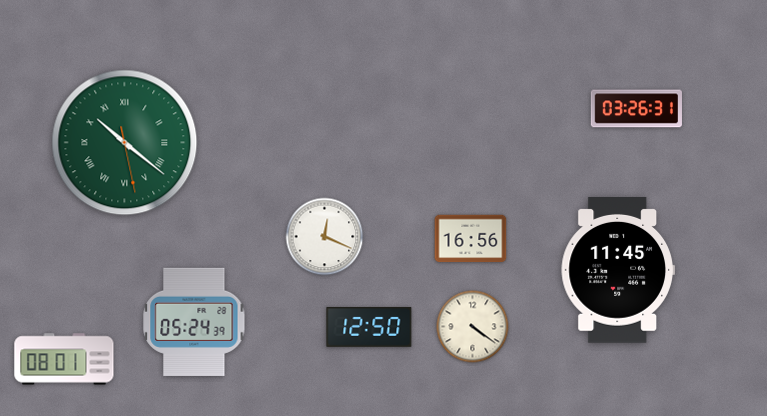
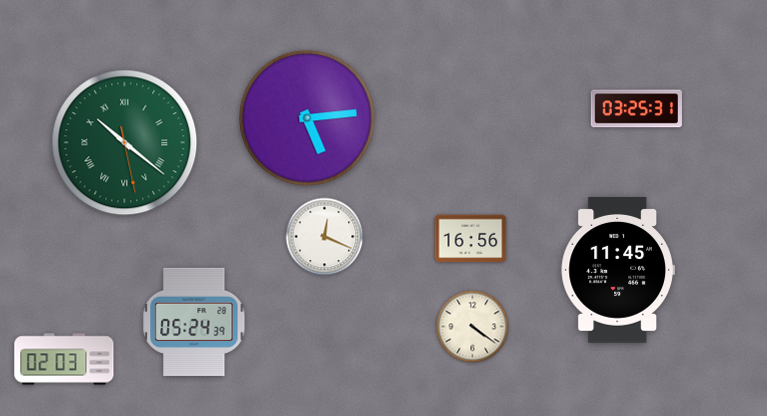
clock at (636, 109): 03:26 -> 03:25
clock at (307, 118): none -> 5:14
clock at (369, 328): 12:50 -> none
clock at (64, 359): 08:01 -> 02:03
